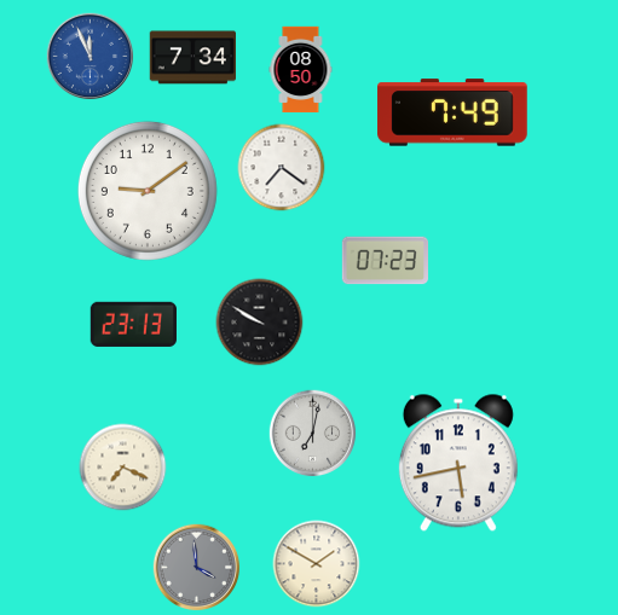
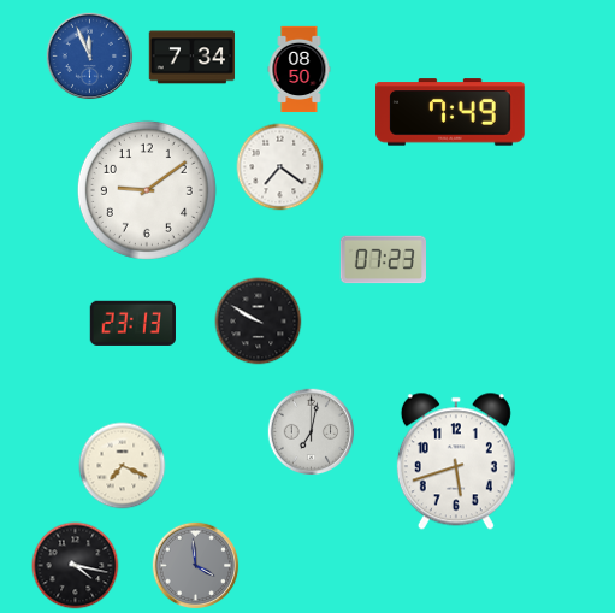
clock at (458, 463): 5:43 -> 5:42
clock at (317, 564): 1:50 -> none
clock at (76, 566): none -> 4:17
